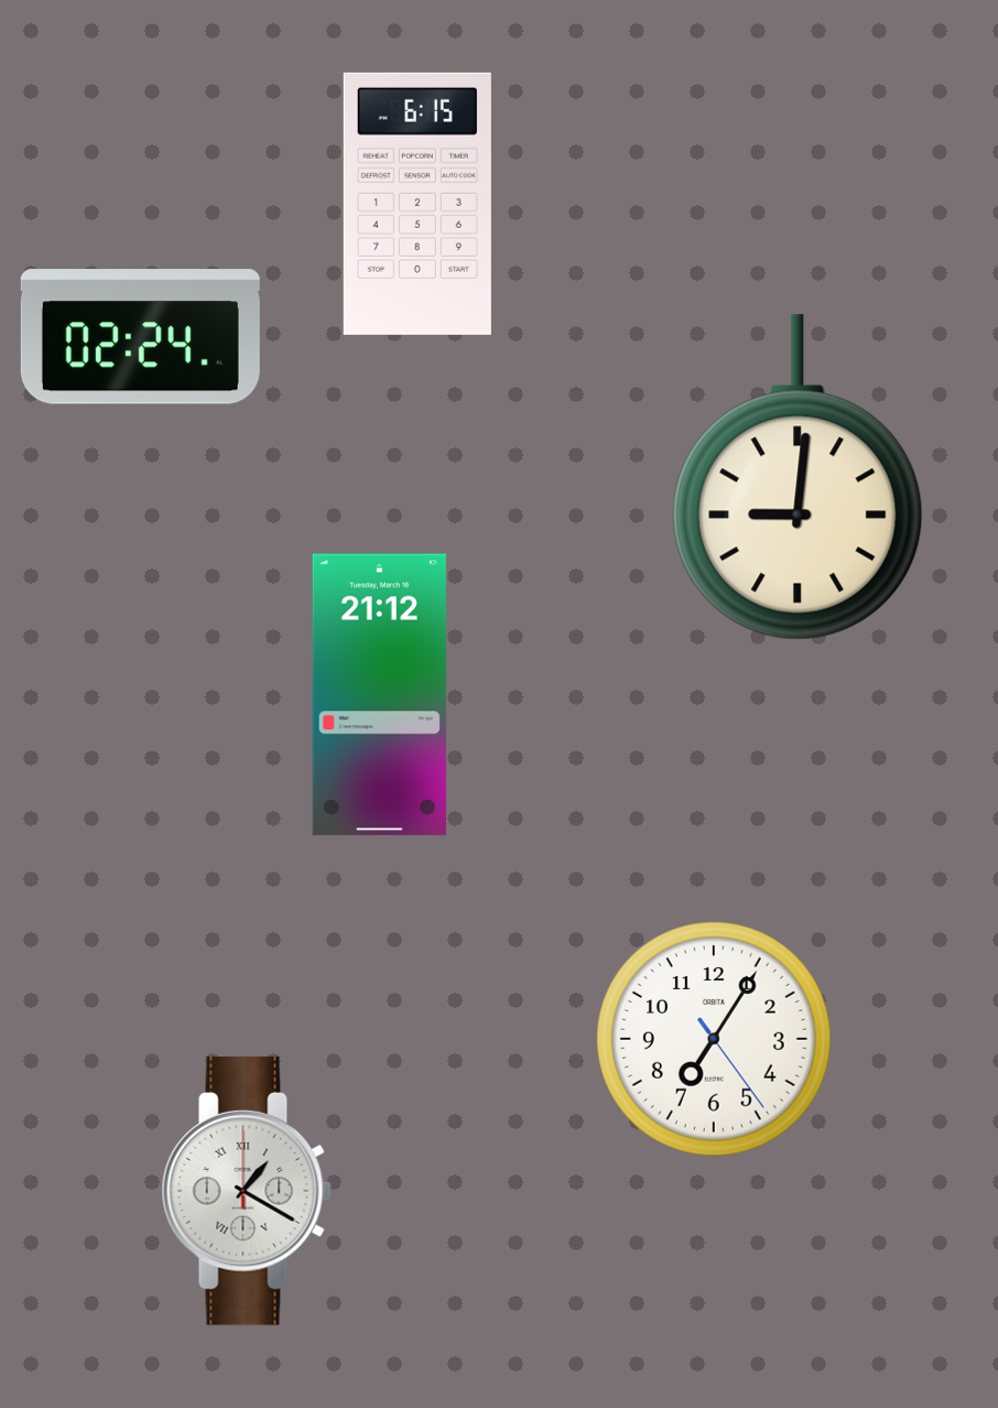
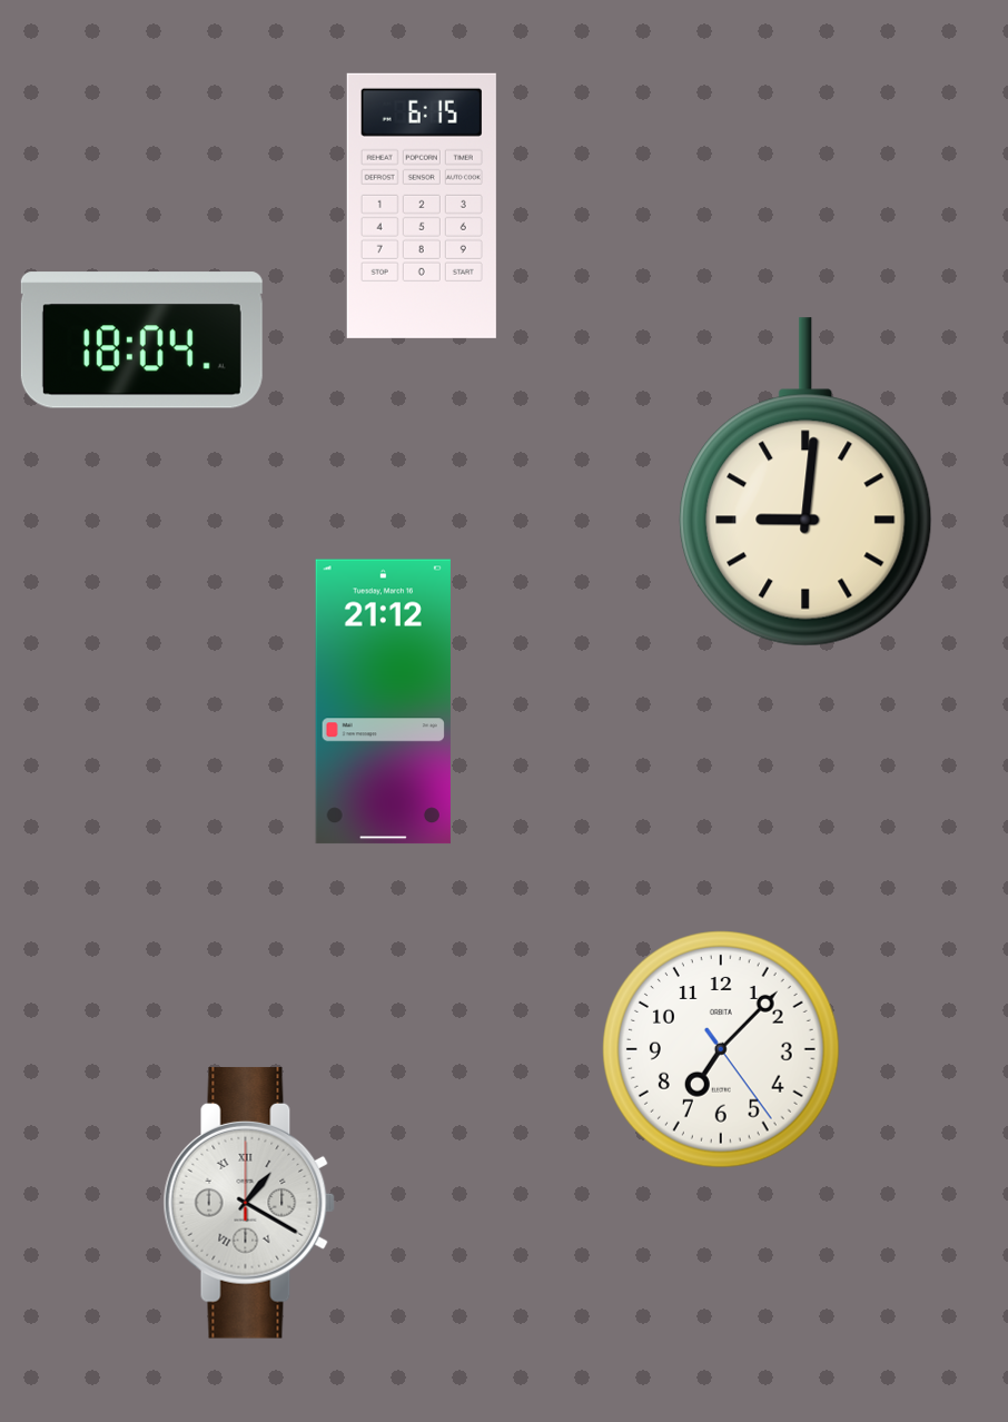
clock at (140, 337): 02:24 -> 18:04
clock at (715, 1040): 7:05 -> 7:07
